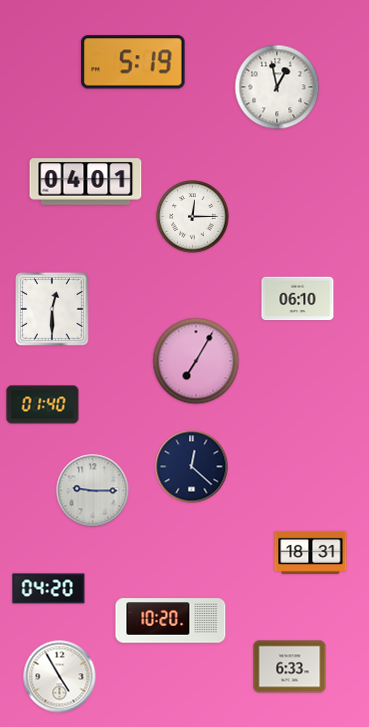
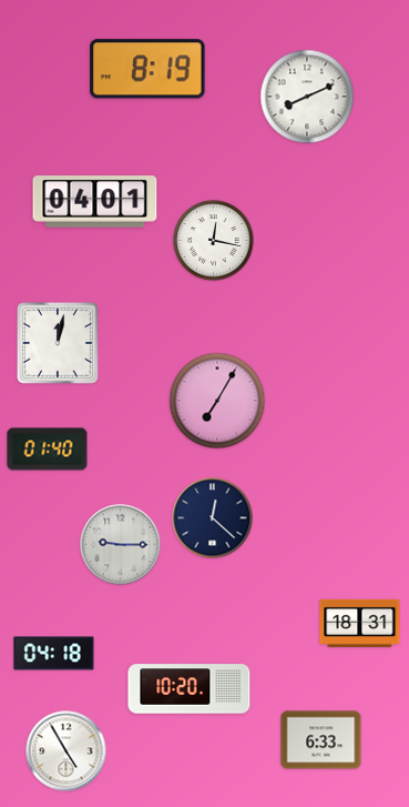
clock at (133, 62): 5:19 -> 8:19
clock at (277, 87): 12:58 -> 8:11
clock at (193, 217): 12:15 -> 12:17
clock at (298, 299): 06:10 -> none
clock at (53, 310): 12:30 -> 12:02
clock at (93, 491) position: (93, 491) -> (121, 545)
clock at (311, 552) position: (311, 552) -> (360, 623)
clock at (49, 589): 04:20 -> 04:18
